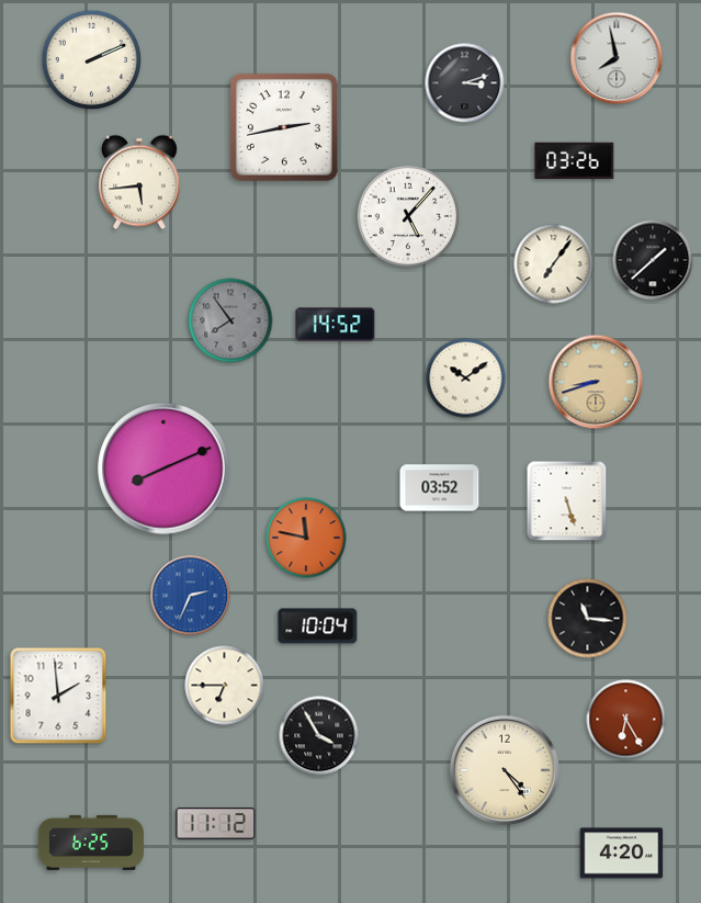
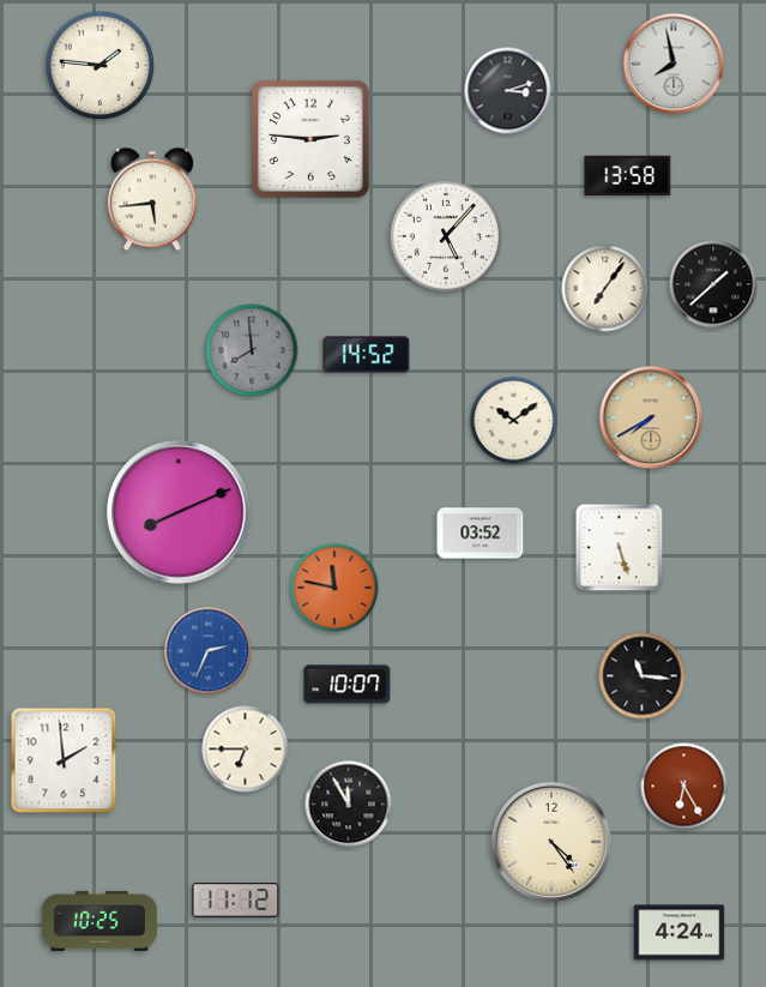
clock at (92, 60): 2:11 -> 1:46
clock at (284, 127): 2:43 -> 2:46
clock at (575, 160): 03:26 -> 13:58
clock at (230, 320): 7:54 -> 7:59
clock at (466, 379) position: (466, 379) -> (514, 421)
clock at (596, 382): 8:42 -> 7:40
clock at (318, 627): 10:04 -> 10:07
clock at (319, 736): 3:55 -> 11:55
clock at (91, 843): 6:25 -> 10:25
clock at (622, 854): 4:20 -> 4:24
